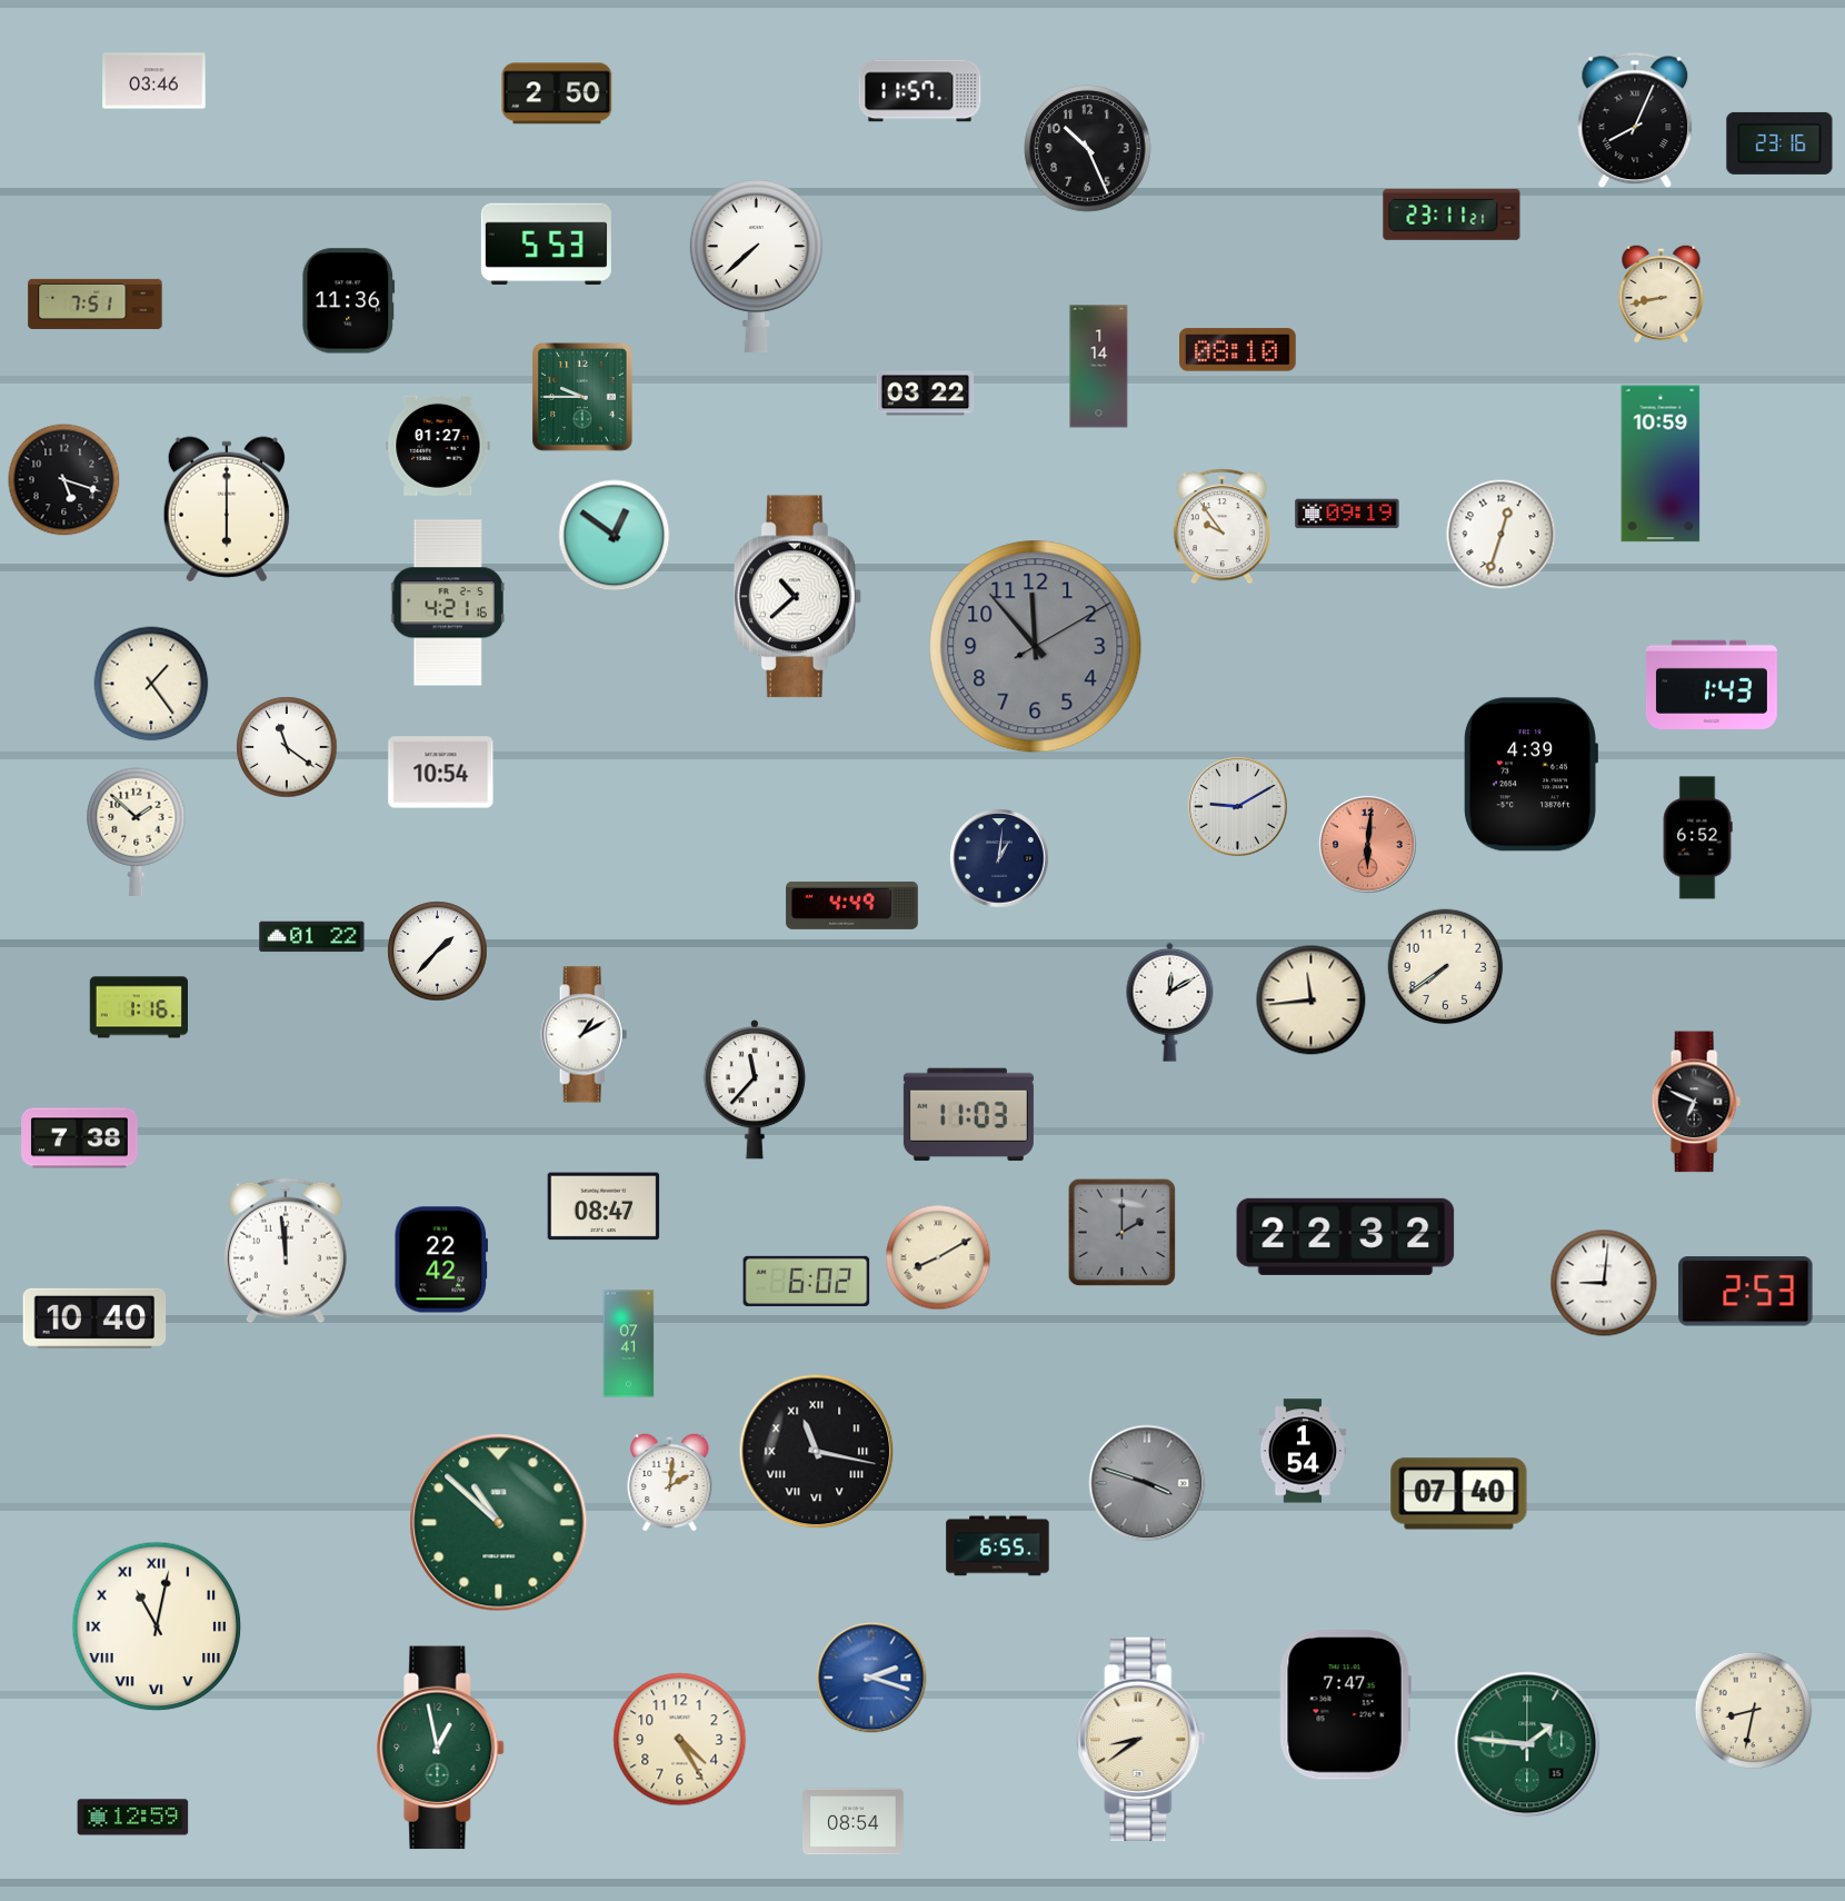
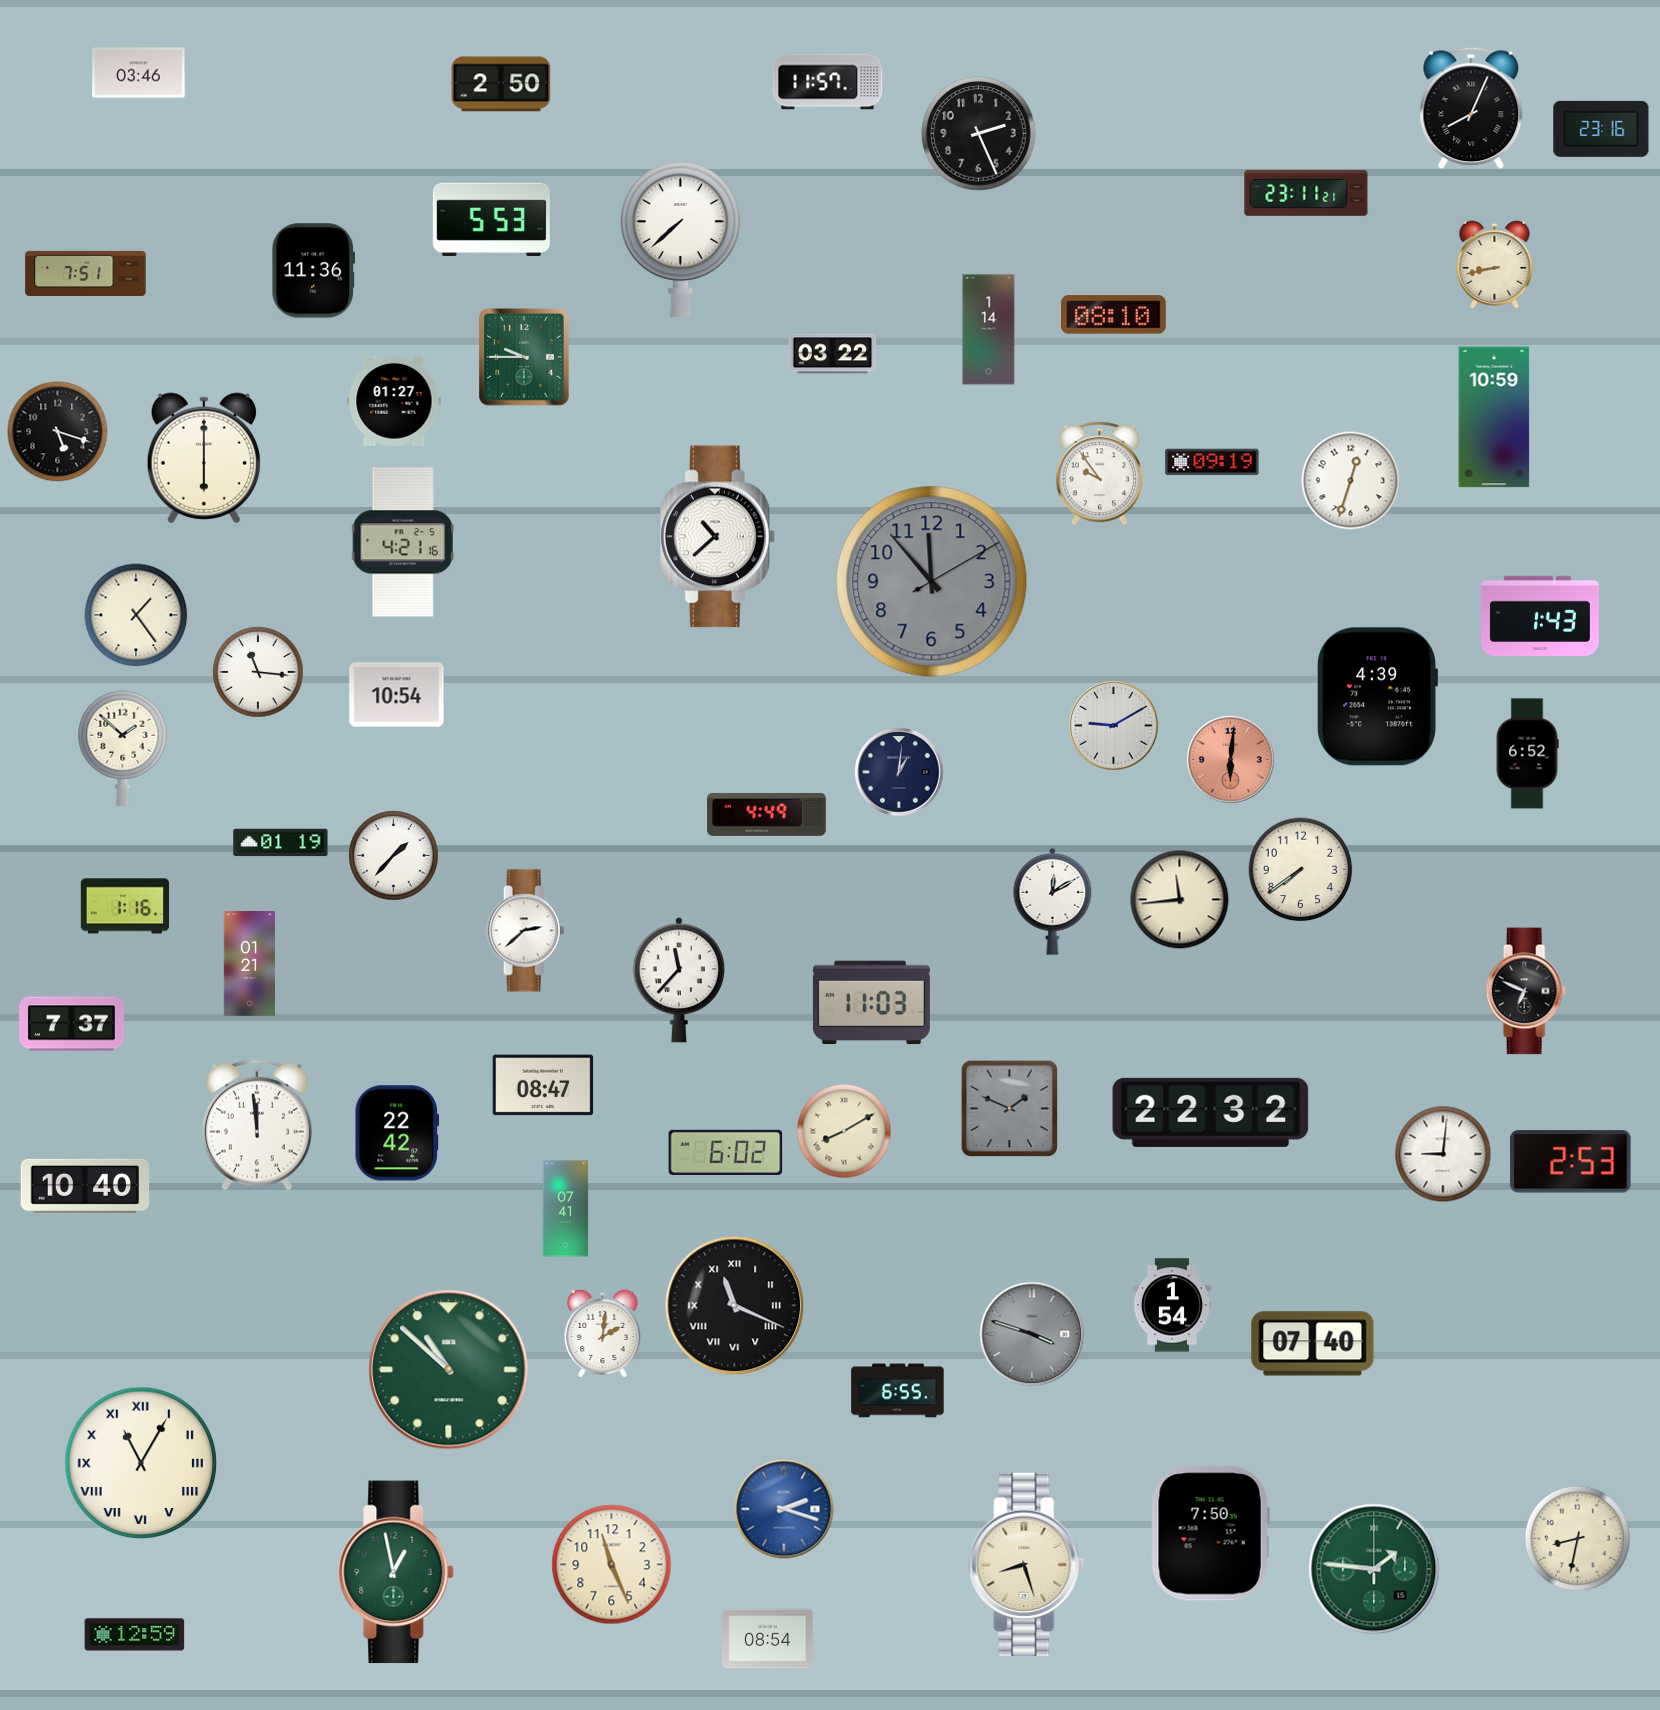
clock at (1088, 149): 10:26 -> 2:26
clock at (615, 536): 12:51 -> none
clock at (287, 747): 11:21 -> 11:16
clock at (312, 937): 01:22 -> 01:19
clock at (585, 1035): 1:10 -> 2:38
clock at (249, 964): none -> 01:21
clock at (80, 1138): 7:38 -> 7:37
clock at (1123, 1233): 2:00 -> 1:49
clock at (817, 1452): 11:17 -> 11:19
clock at (157, 1626): 11:02 -> 11:05
clock at (1345, 1705): 7:47 -> 7:50
clock at (1141, 1739): 8:39 -> 8:27
clock at (680, 1740): 4:25 -> 11:26
clock at (133, 1818) position: (133, 1818) -> (135, 1635)
